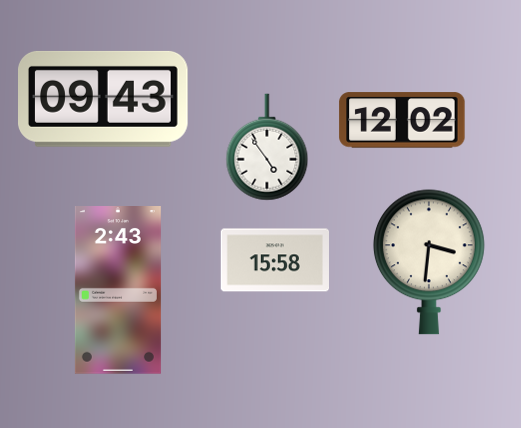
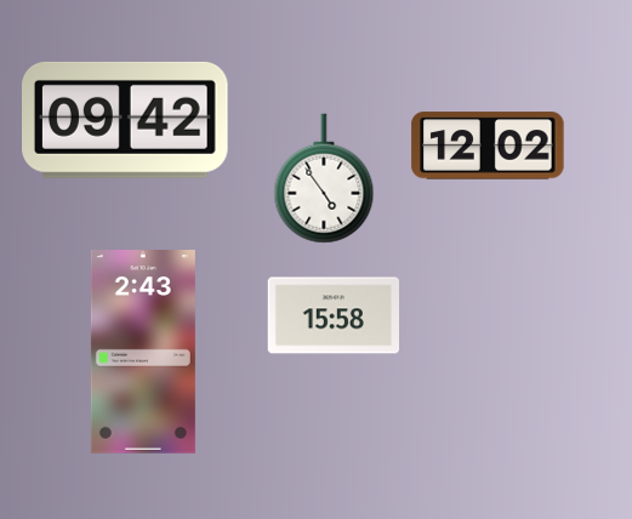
clock at (104, 99): 09:43 -> 09:42
clock at (429, 262): 3:31 -> none
